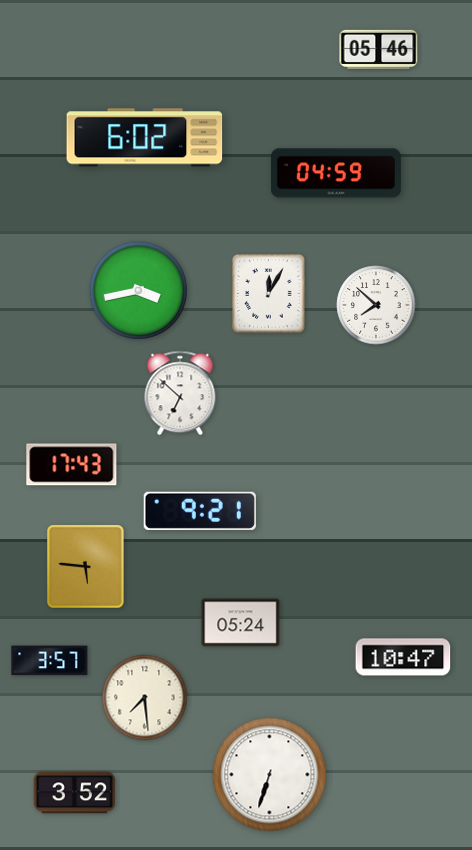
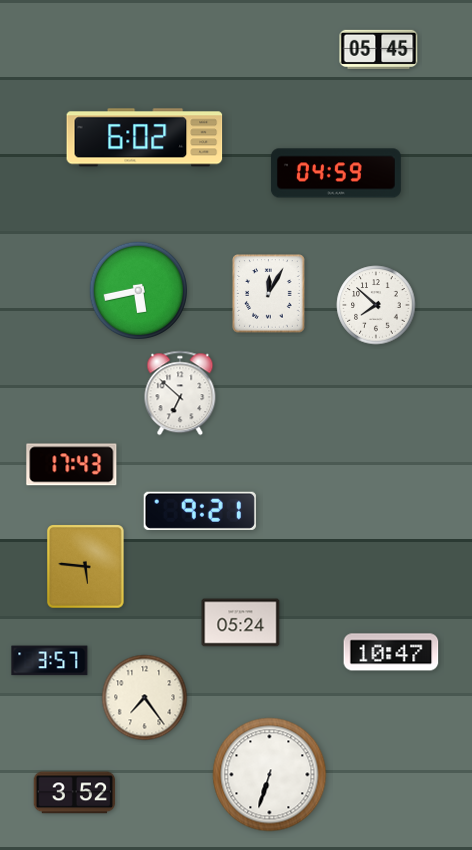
clock at (379, 49): 05:46 -> 05:45
clock at (139, 291): 3:43 -> 5:43
clock at (403, 657) position: (403, 657) -> (391, 652)
clock at (145, 698): 7:29 -> 7:24
